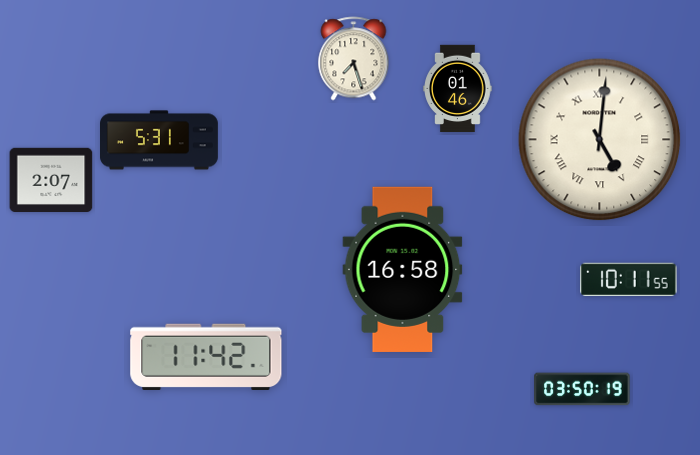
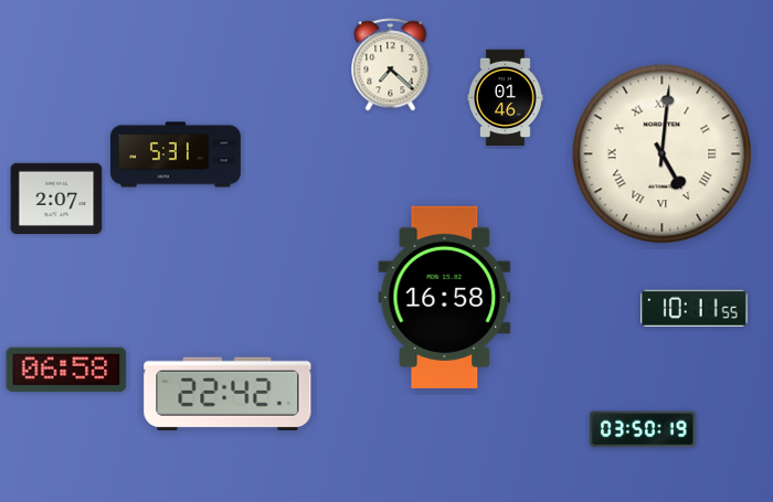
clock at (354, 59): 7:27 -> 7:22
clock at (66, 370): none -> 06:58
clock at (206, 357): 11:42 -> 22:42
